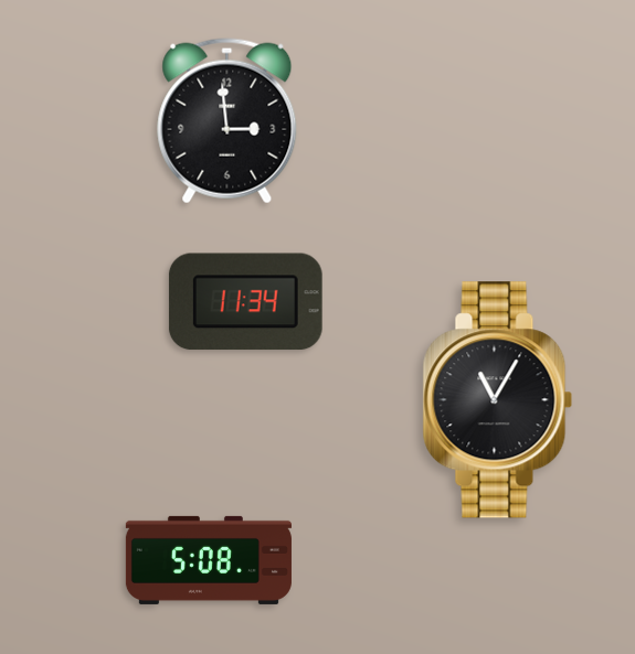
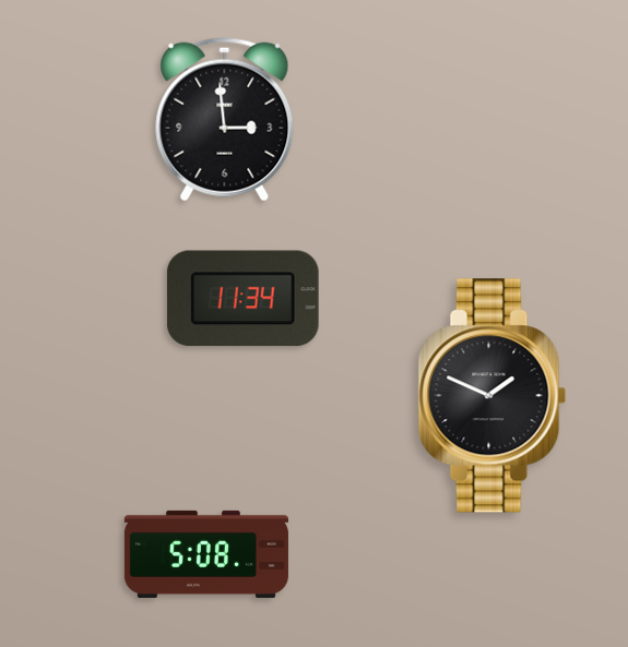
clock at (498, 400): 11:05 -> 1:49
